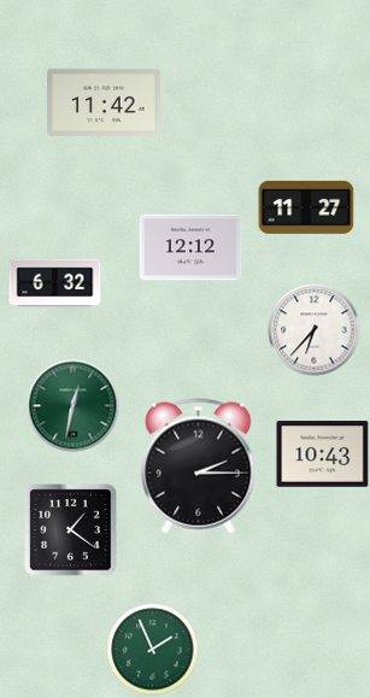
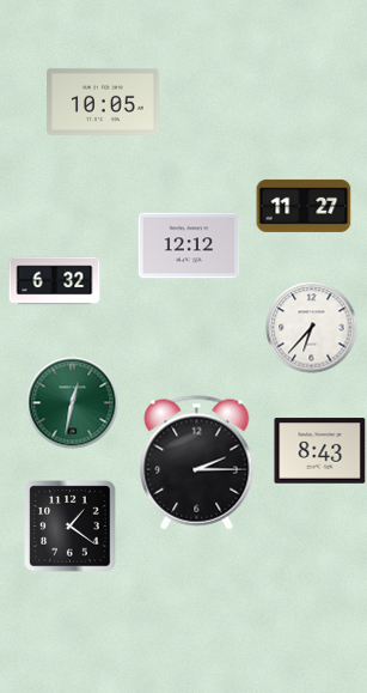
clock at (105, 102): 11:42 -> 10:05
clock at (323, 454): 10:43 -> 8:43
clock at (153, 650): 1:56 -> none
